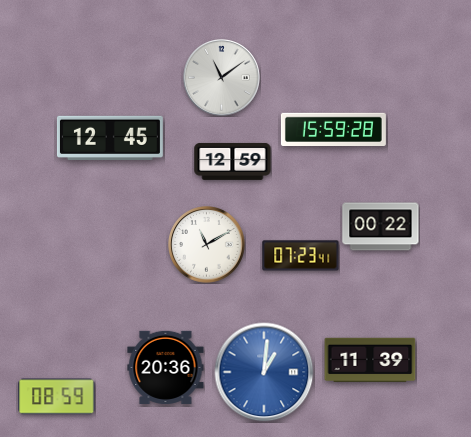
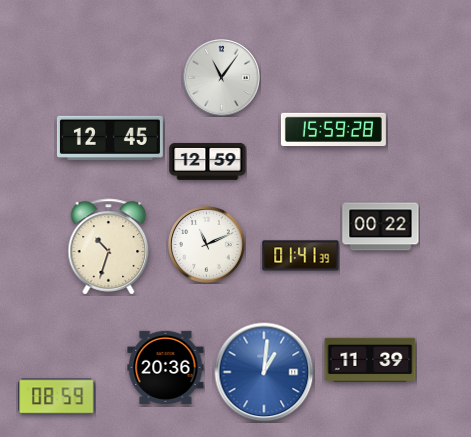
clock at (222, 78): 11:09 -> 11:06
clock at (233, 161) position: (233, 161) -> (208, 161)
clock at (207, 245): 11:10 -> 11:11
clock at (109, 247): none -> 10:33
clock at (301, 256): 07:23 -> 01:41
